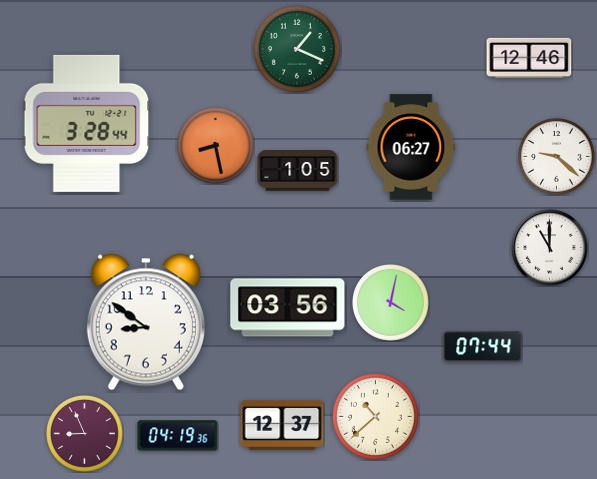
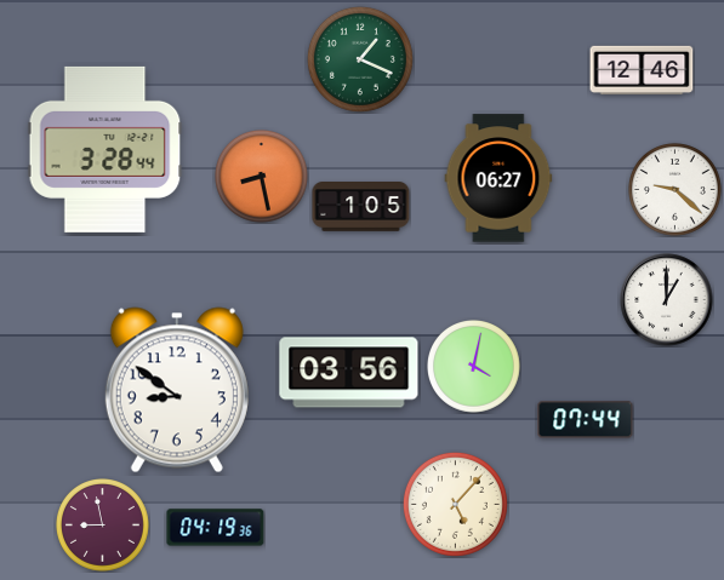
clock at (550, 248): 11:00 -> 1:00
clock at (375, 416): 10:38 -> 5:07
clock at (282, 425): 12:37 -> none
clock at (85, 434): 8:56 -> 8:58
